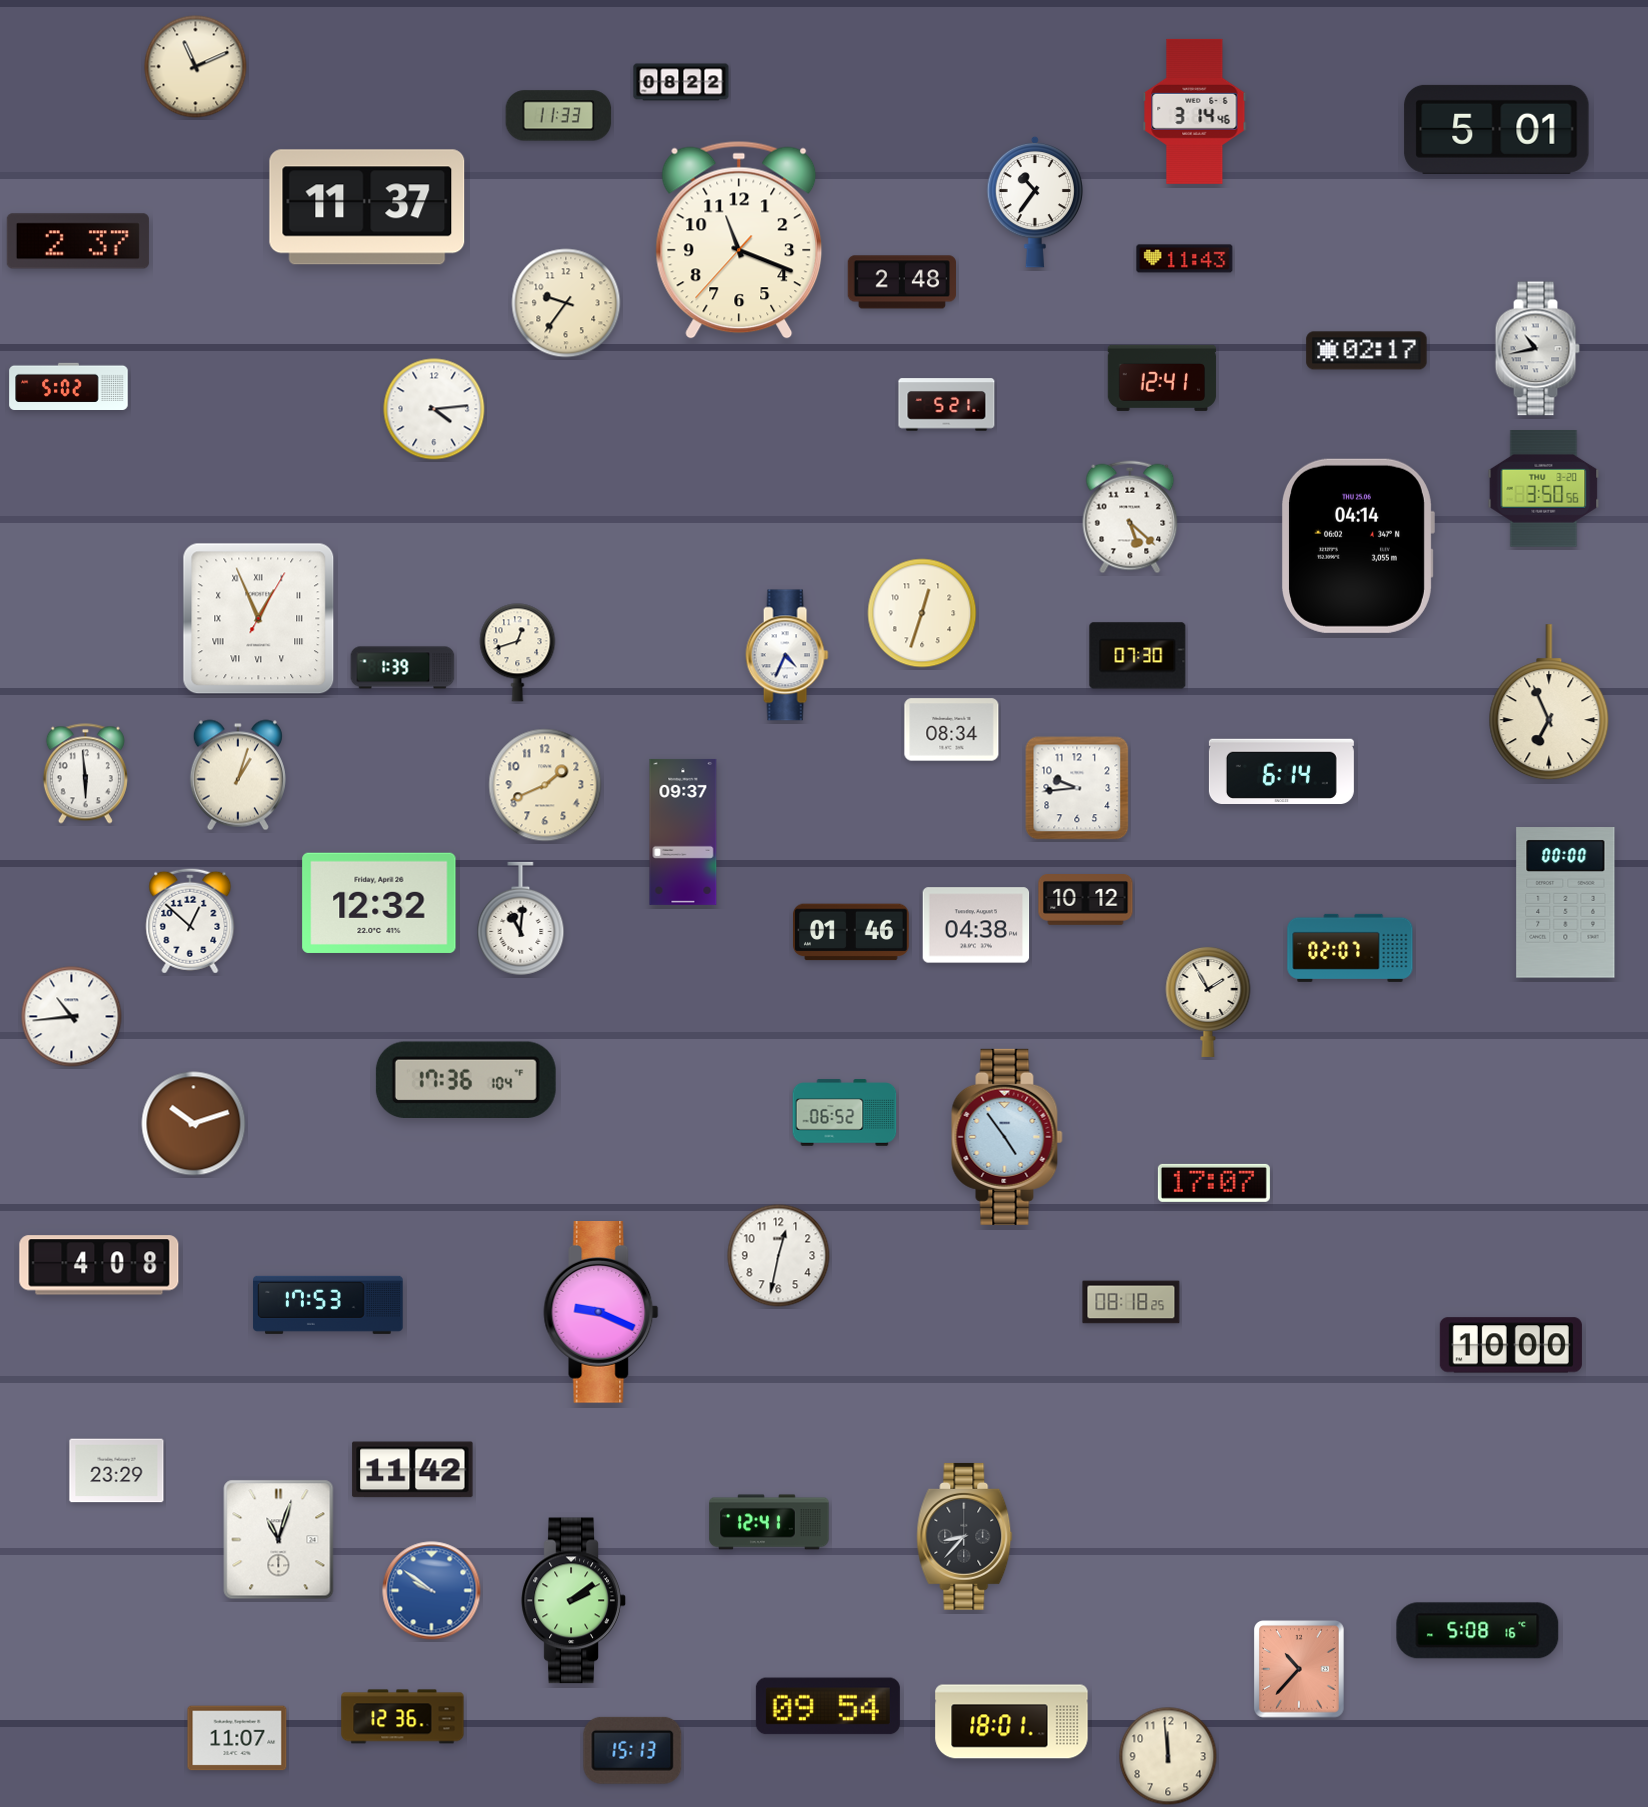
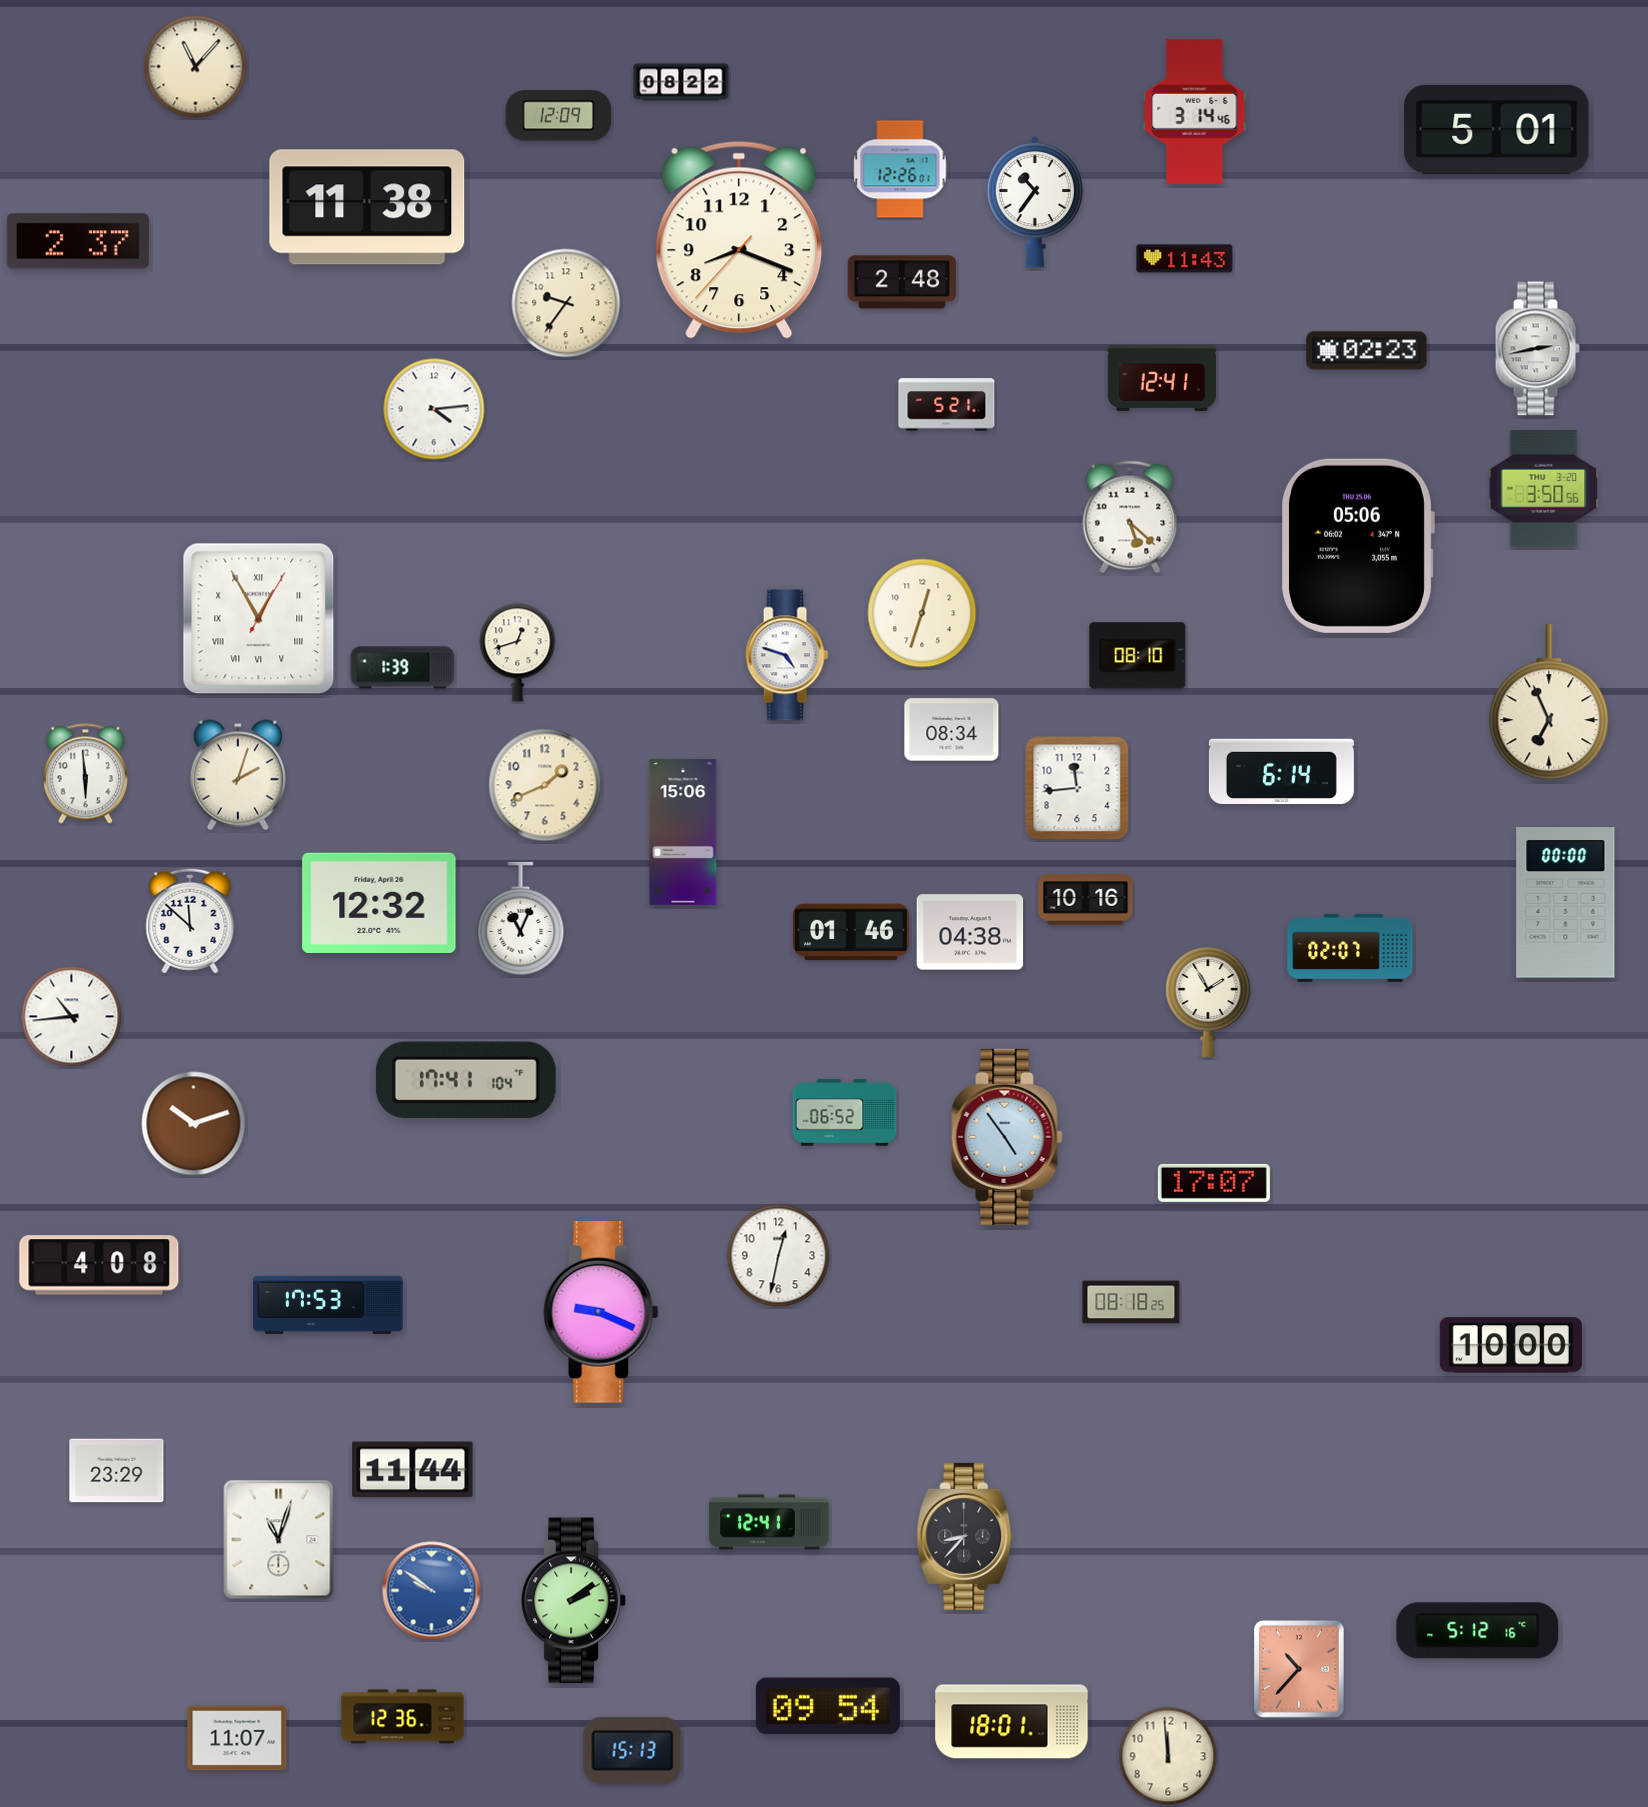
clock at (196, 67): 11:11 -> 11:07
clock at (559, 116): 11:33 -> 12:09
clock at (900, 169): none -> 12:26
clock at (367, 207): 11:37 -> 11:38
clock at (739, 240): 11:18 -> 8:18
clock at (1537, 349): 10:43 -> 2:43
clock at (1367, 351): 02:17 -> 02:23
clock at (69, 386): 5:02 -> none
clock at (1358, 546): 04:14 -> 05:06
clock at (259, 619): 12:56 -> 12:55
clock at (787, 655): 4:34 -> 4:48
clock at (1138, 656): 07:30 -> 08:10
clock at (238, 775): 1:03 -> 2:03
clock at (1077, 788): 9:44 -> 11:44
clock at (683, 832): 09:37 -> 15:06
clock at (1086, 900): 10:12 -> 10:16
clock at (521, 918): 11:01 -> 11:04
clock at (190, 921): 12:52 -> 11:52
clock at (976, 925) position: (976, 925) -> (970, 932)
clock at (466, 1079): 17:36 -> 17:41
clock at (413, 1470): 11:42 -> 11:44
clock at (1478, 1631): 5:08 -> 5:12
